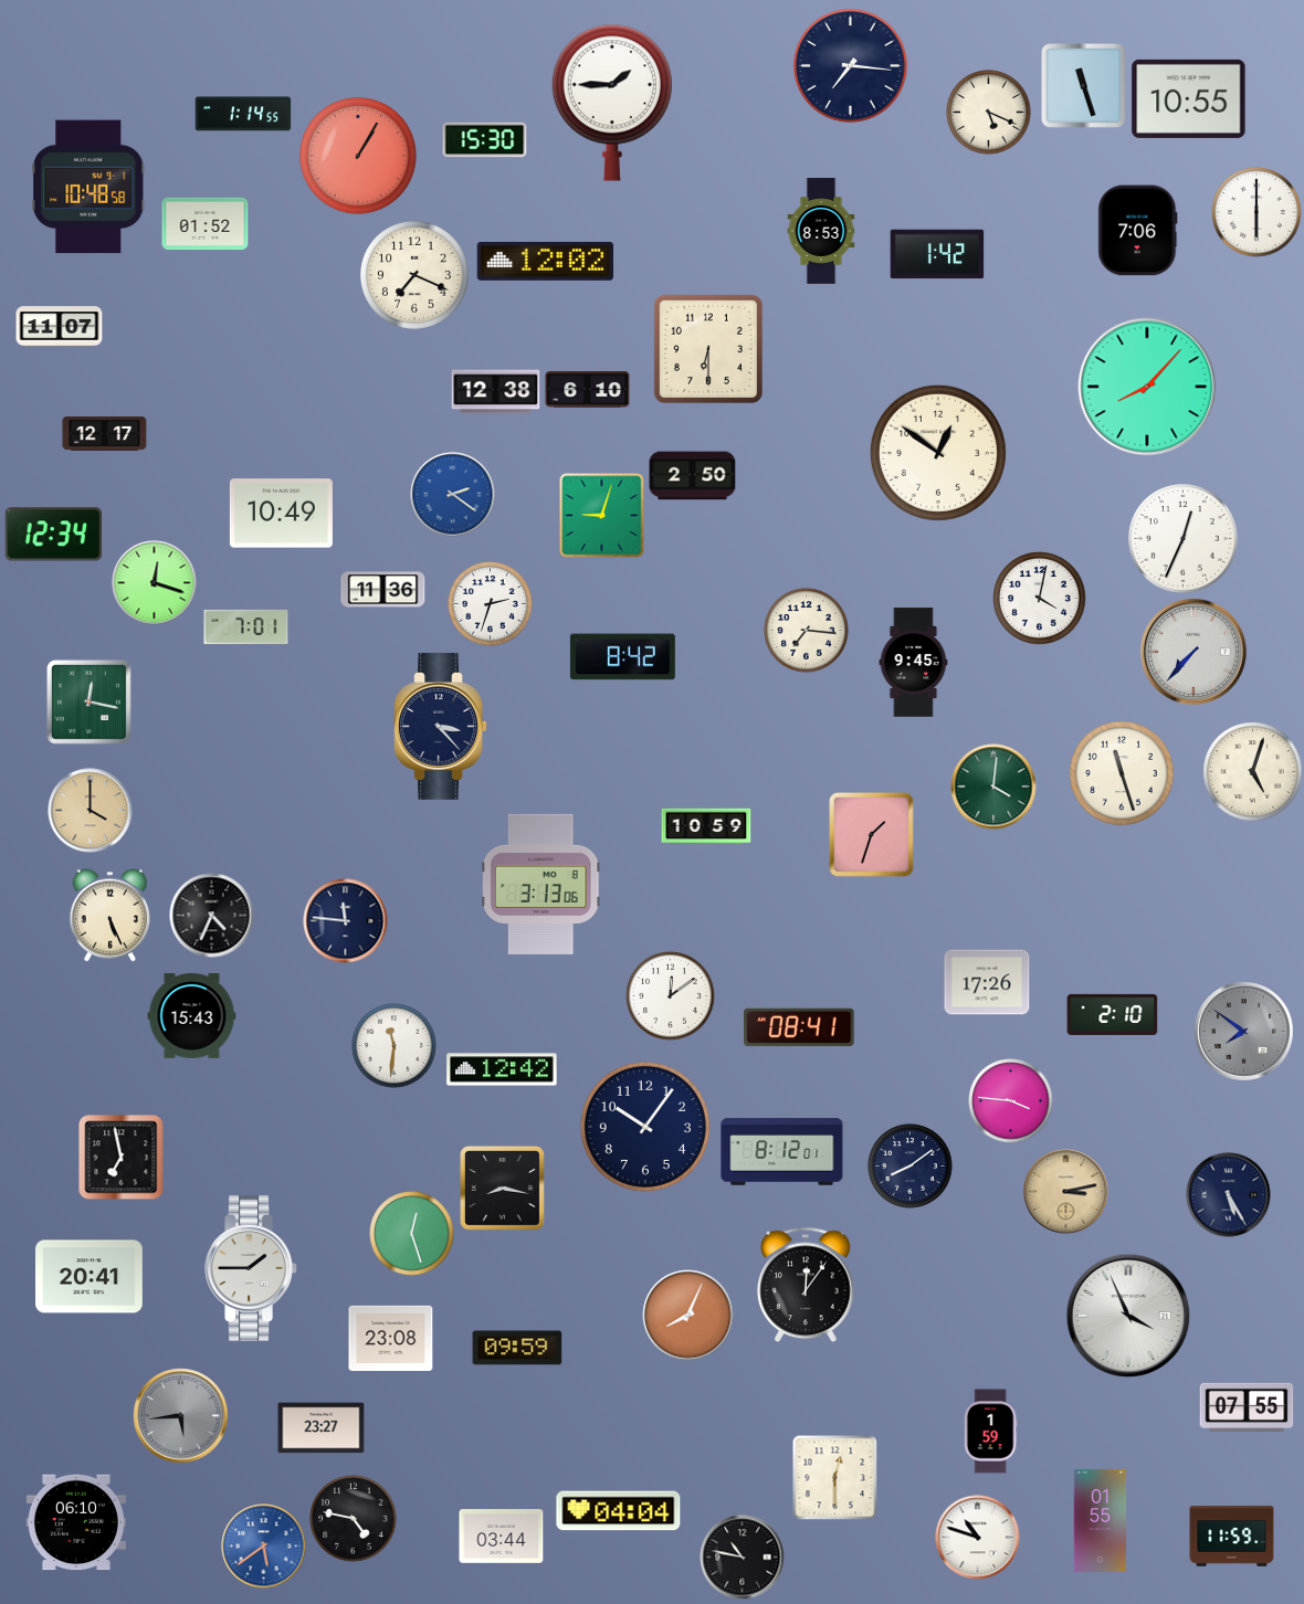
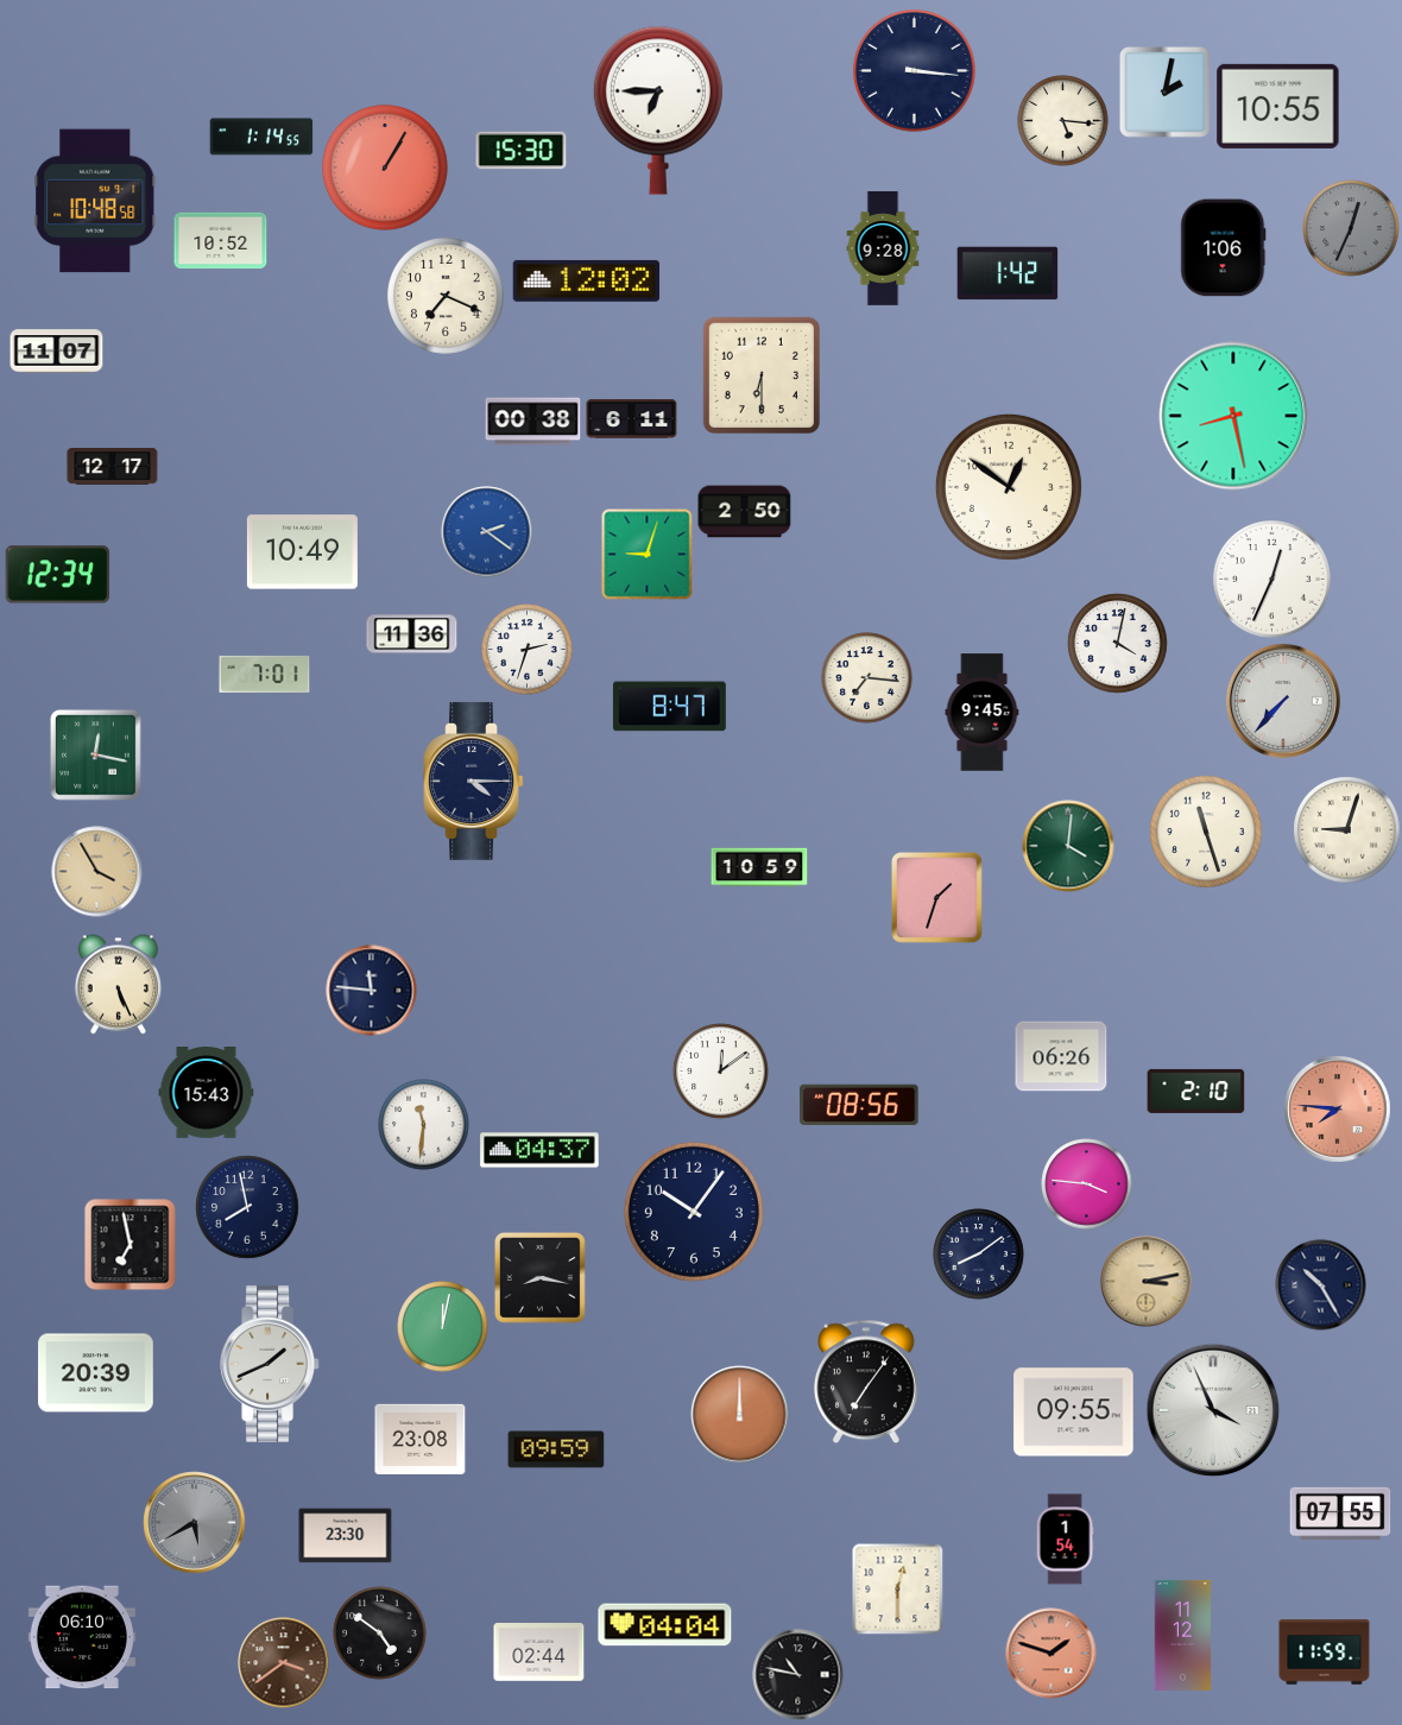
clock at (850, 65): 7:16 -> 3:16
clock at (1083, 85): 11:27 -> 2:02
clock at (612, 103): 1:45 -> 6:45
clock at (989, 113): 5:19 -> 5:16
clock at (243, 114) position: (243, 114) -> (261, 137)
clock at (1256, 212): 6:00 -> 12:34
clock at (1256, 212) dial: white -> grey
clock at (206, 224): 01:52 -> 10:52
clock at (821, 231): 8:53 -> 9:28
clock at (1138, 231): 7:06 -> 1:06
clock at (60, 327) position: (60, 327) -> (57, 352)
clock at (1147, 387): 8:07 -> 8:28
clock at (588, 390): 6:10 -> 6:11
clock at (496, 392): 12:38 -> 00:38
clock at (155, 583): 12:18 -> none
clock at (622, 657): 8:42 -> 8:47
clock at (440, 726): 3:23 -> 4:15
clock at (1253, 772): 5:03 -> 9:03
clock at (91, 811): 4:00 -> 3:55
clock at (706, 826) position: (706, 826) -> (759, 867)
clock at (540, 884): 3:13 -> none
clock at (212, 916): 4:34 -> none
clock at (987, 982): 17:26 -> 06:26
clock at (799, 1027): 08:41 -> 08:56
clock at (1244, 1032): 7:51 -> 7:46
clock at (1244, 1032) dial: grey -> salmon
clock at (502, 1069): 12:42 -> 04:37
clock at (247, 1207): none -> 7:58
clock at (782, 1152): 8:12 -> none
clock at (1229, 1195): 5:25 -> 10:25
clock at (412, 1234): 12:27 -> 12:02
clock at (252, 1268): 1:45 -> 1:41
clock at (90, 1277): 20:41 -> 20:39
clock at (806, 1285): 12:06 -> 7:06
clock at (1074, 1413): none -> 09:55
clock at (688, 1316): 8:04 -> 12:00
clock at (1128, 1316) position: (1128, 1316) -> (1213, 1410)
clock at (181, 1416): 5:44 -> 5:40
clock at (322, 1428): 23:27 -> 23:30
clock at (990, 1432): 1:59 -> 1:54
clock at (354, 1519): 4:47 -> 4:51
clock at (1101, 1520): 01:55 -> 11:12
clock at (502, 1537): 03:44 -> 02:44
clock at (978, 1538): 10:48 -> 1:48
clock at (978, 1538) dial: white -> salmon
clock at (264, 1547): 5:39 -> 3:39
clock at (264, 1547) dial: blue -> brown
